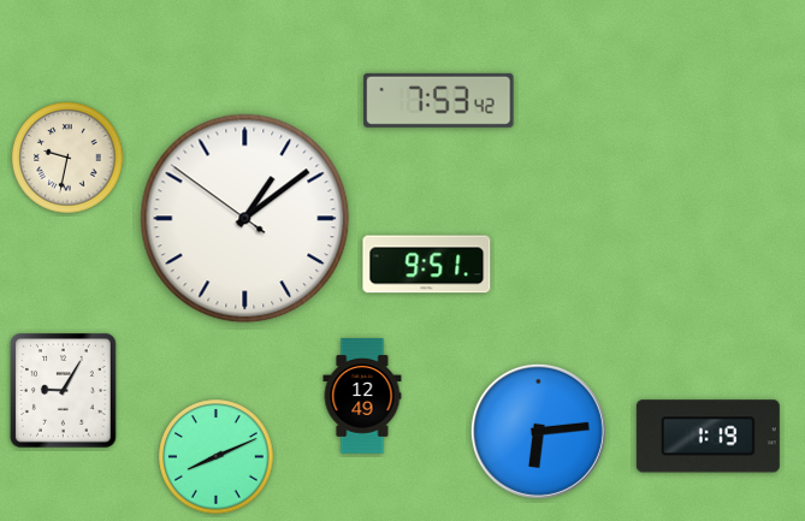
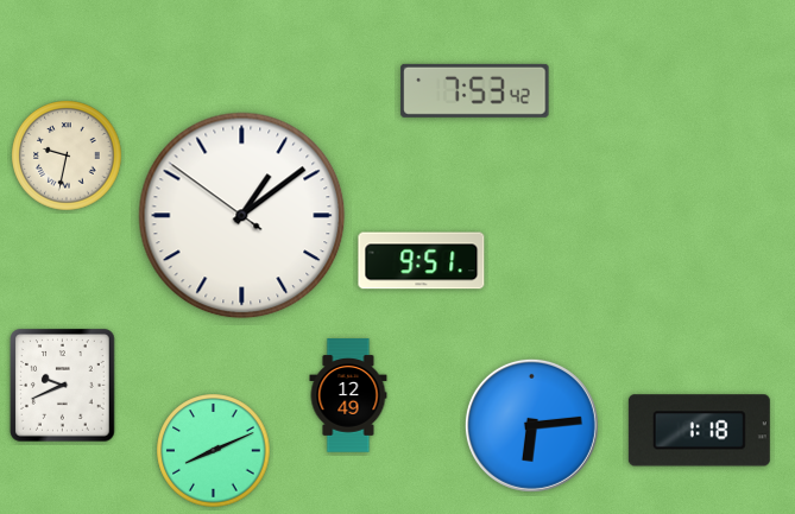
clock at (439, 100) position: (439, 100) -> (475, 90)
clock at (64, 391): 9:05 -> 9:41
clock at (362, 396) position: (362, 396) -> (348, 395)
clock at (708, 437): 1:19 -> 1:18
